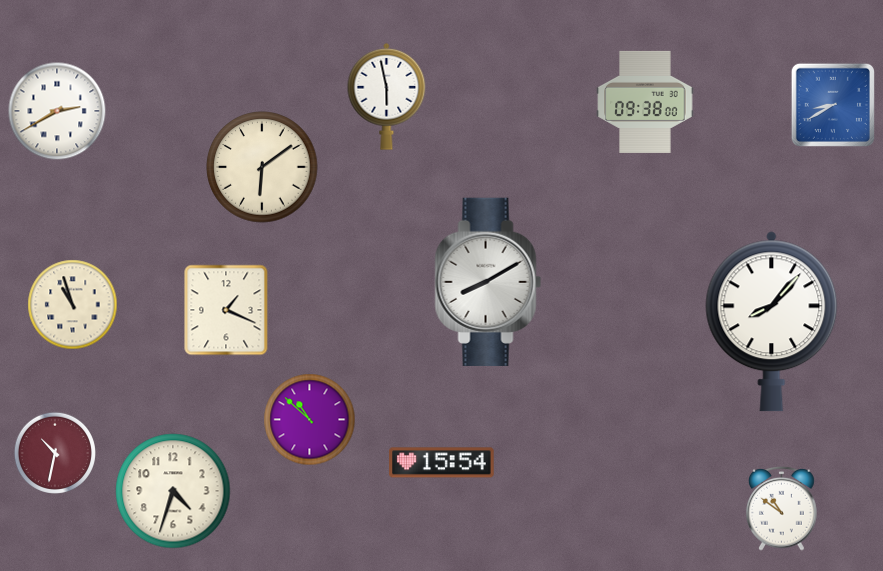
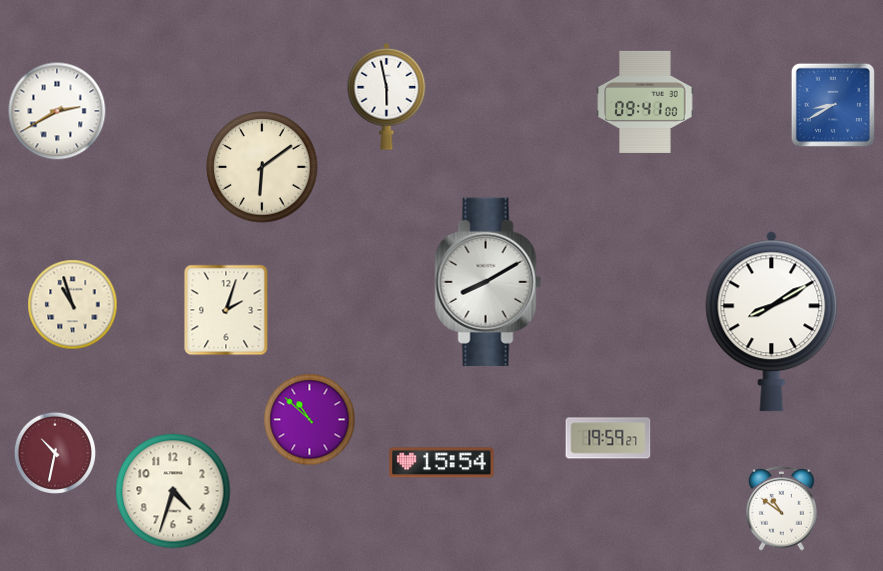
clock at (645, 102): 09:38 -> 09:41
clock at (226, 310): 1:19 -> 2:03
clock at (772, 322): 8:07 -> 8:10
clock at (608, 438): none -> 19:59
